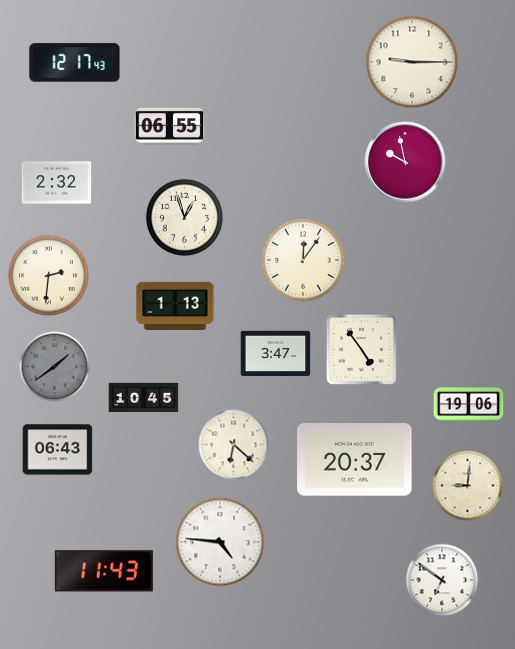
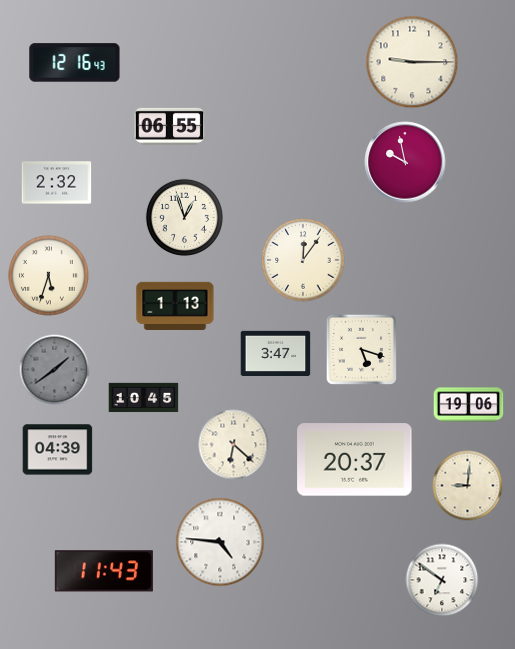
clock at (75, 63): 12:17 -> 12:16
clock at (49, 276): 2:31 -> 5:33
clock at (361, 349): 4:54 -> 5:18
clock at (55, 367) position: (55, 367) -> (55, 370)
clock at (58, 450): 06:43 -> 04:39
